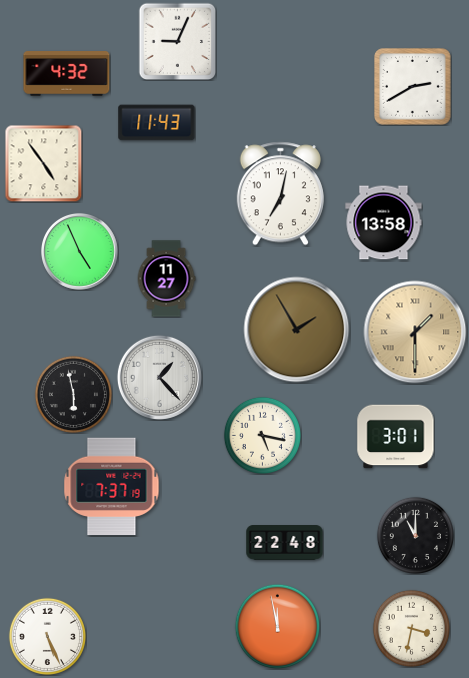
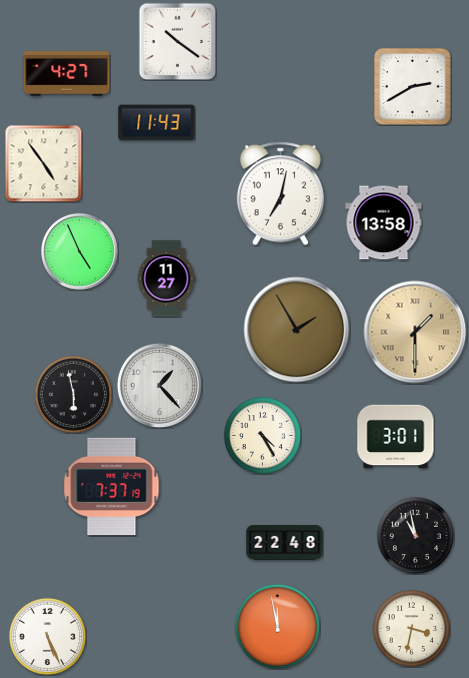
clock at (177, 41): 9:04 -> 10:21
clock at (67, 74): 4:32 -> 4:27
clock at (159, 377) position: (159, 377) -> (159, 385)
clock at (262, 435): 5:17 -> 4:25
clock at (415, 535): 11:00 -> 10:58
